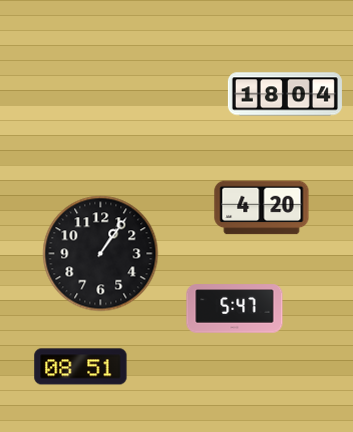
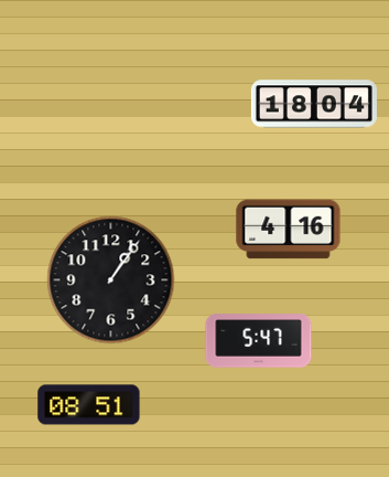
clock at (262, 208): 4:20 -> 4:16
